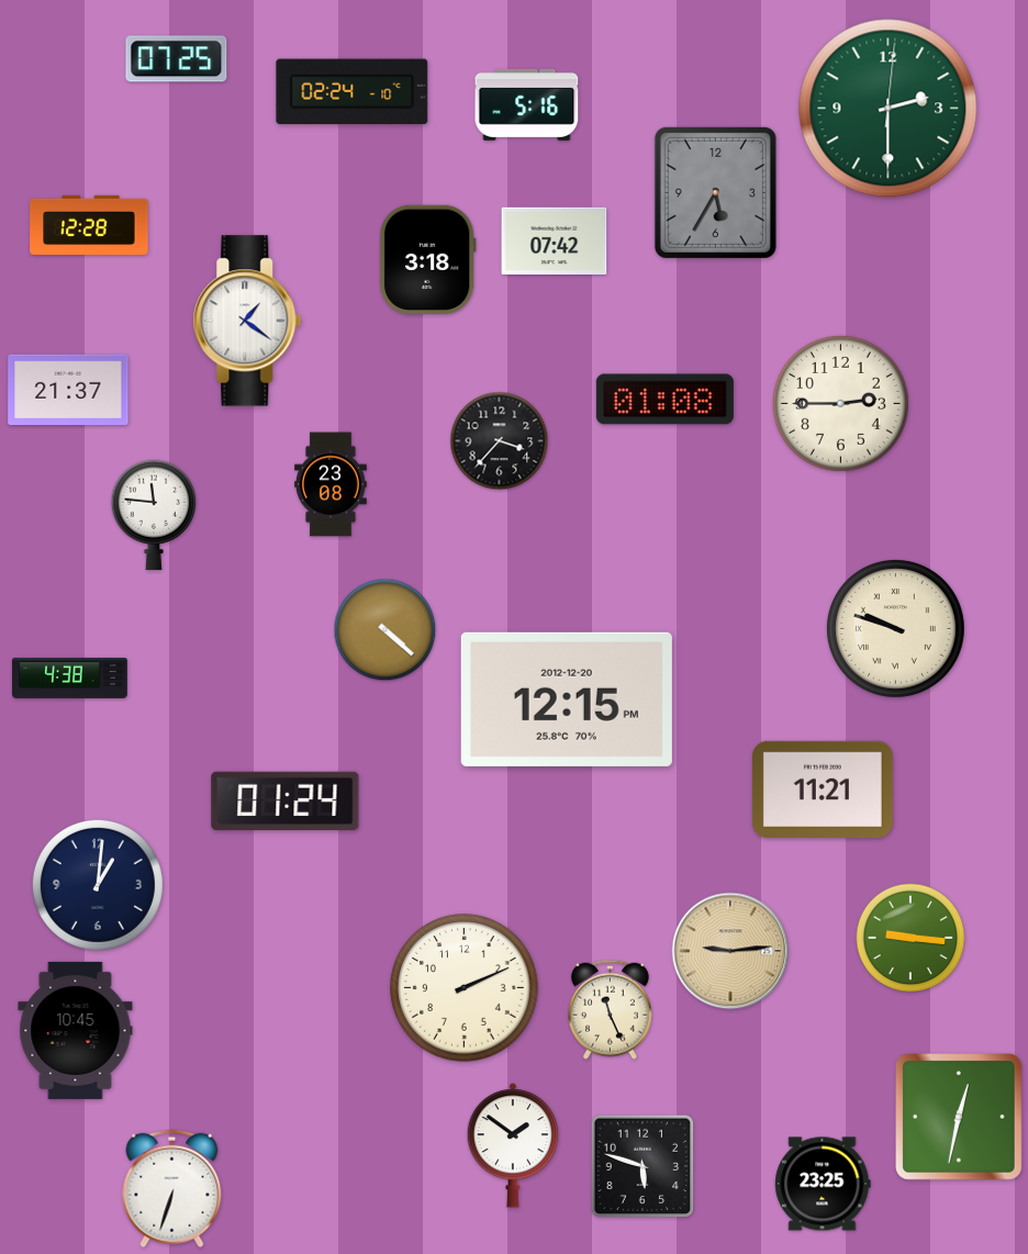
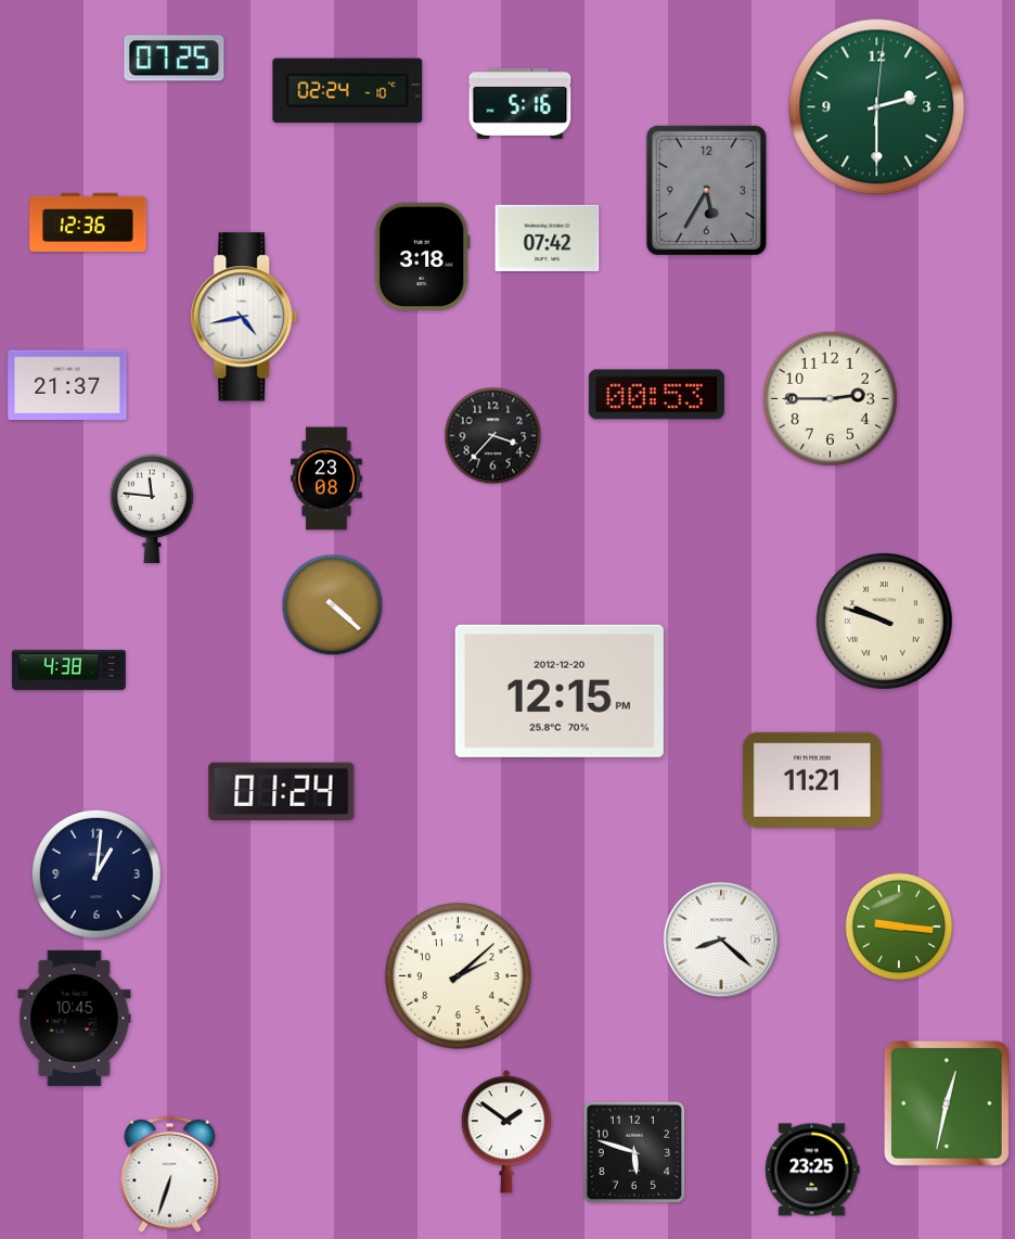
clock at (89, 225): 12:28 -> 12:36
clock at (247, 321): 1:21 -> 4:43
clock at (664, 400): 01:08 -> 00:53
clock at (386, 630) position: (386, 630) -> (333, 605)
clock at (730, 951): 9:14 -> 8:22
clock at (730, 951) dial: champagne -> white
clock at (465, 988): 2:11 -> 2:08
clock at (611, 1009): 11:26 -> none
